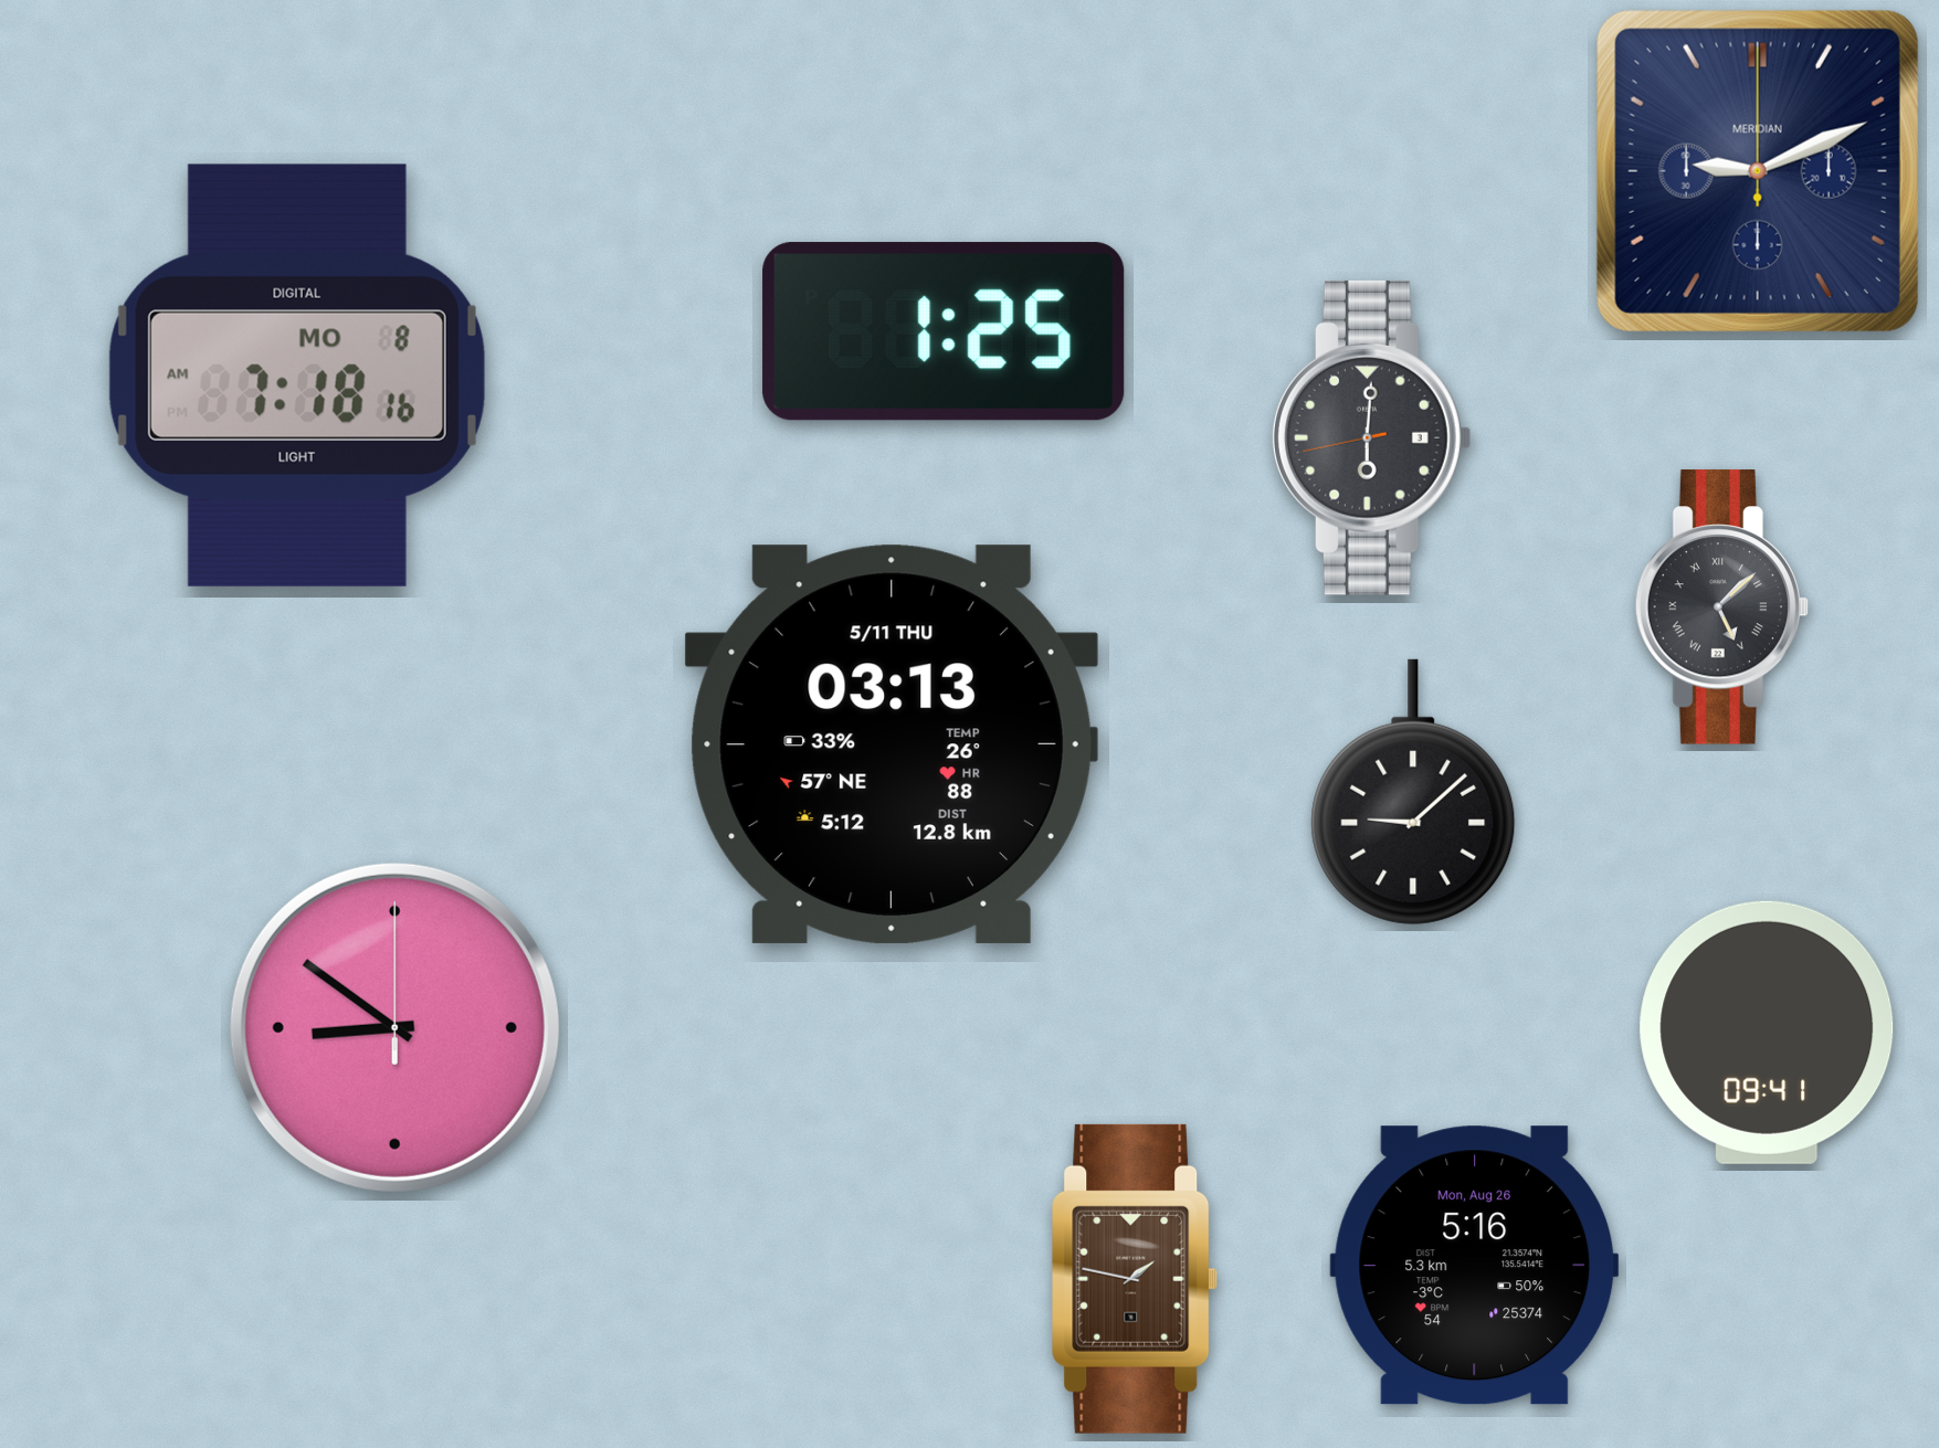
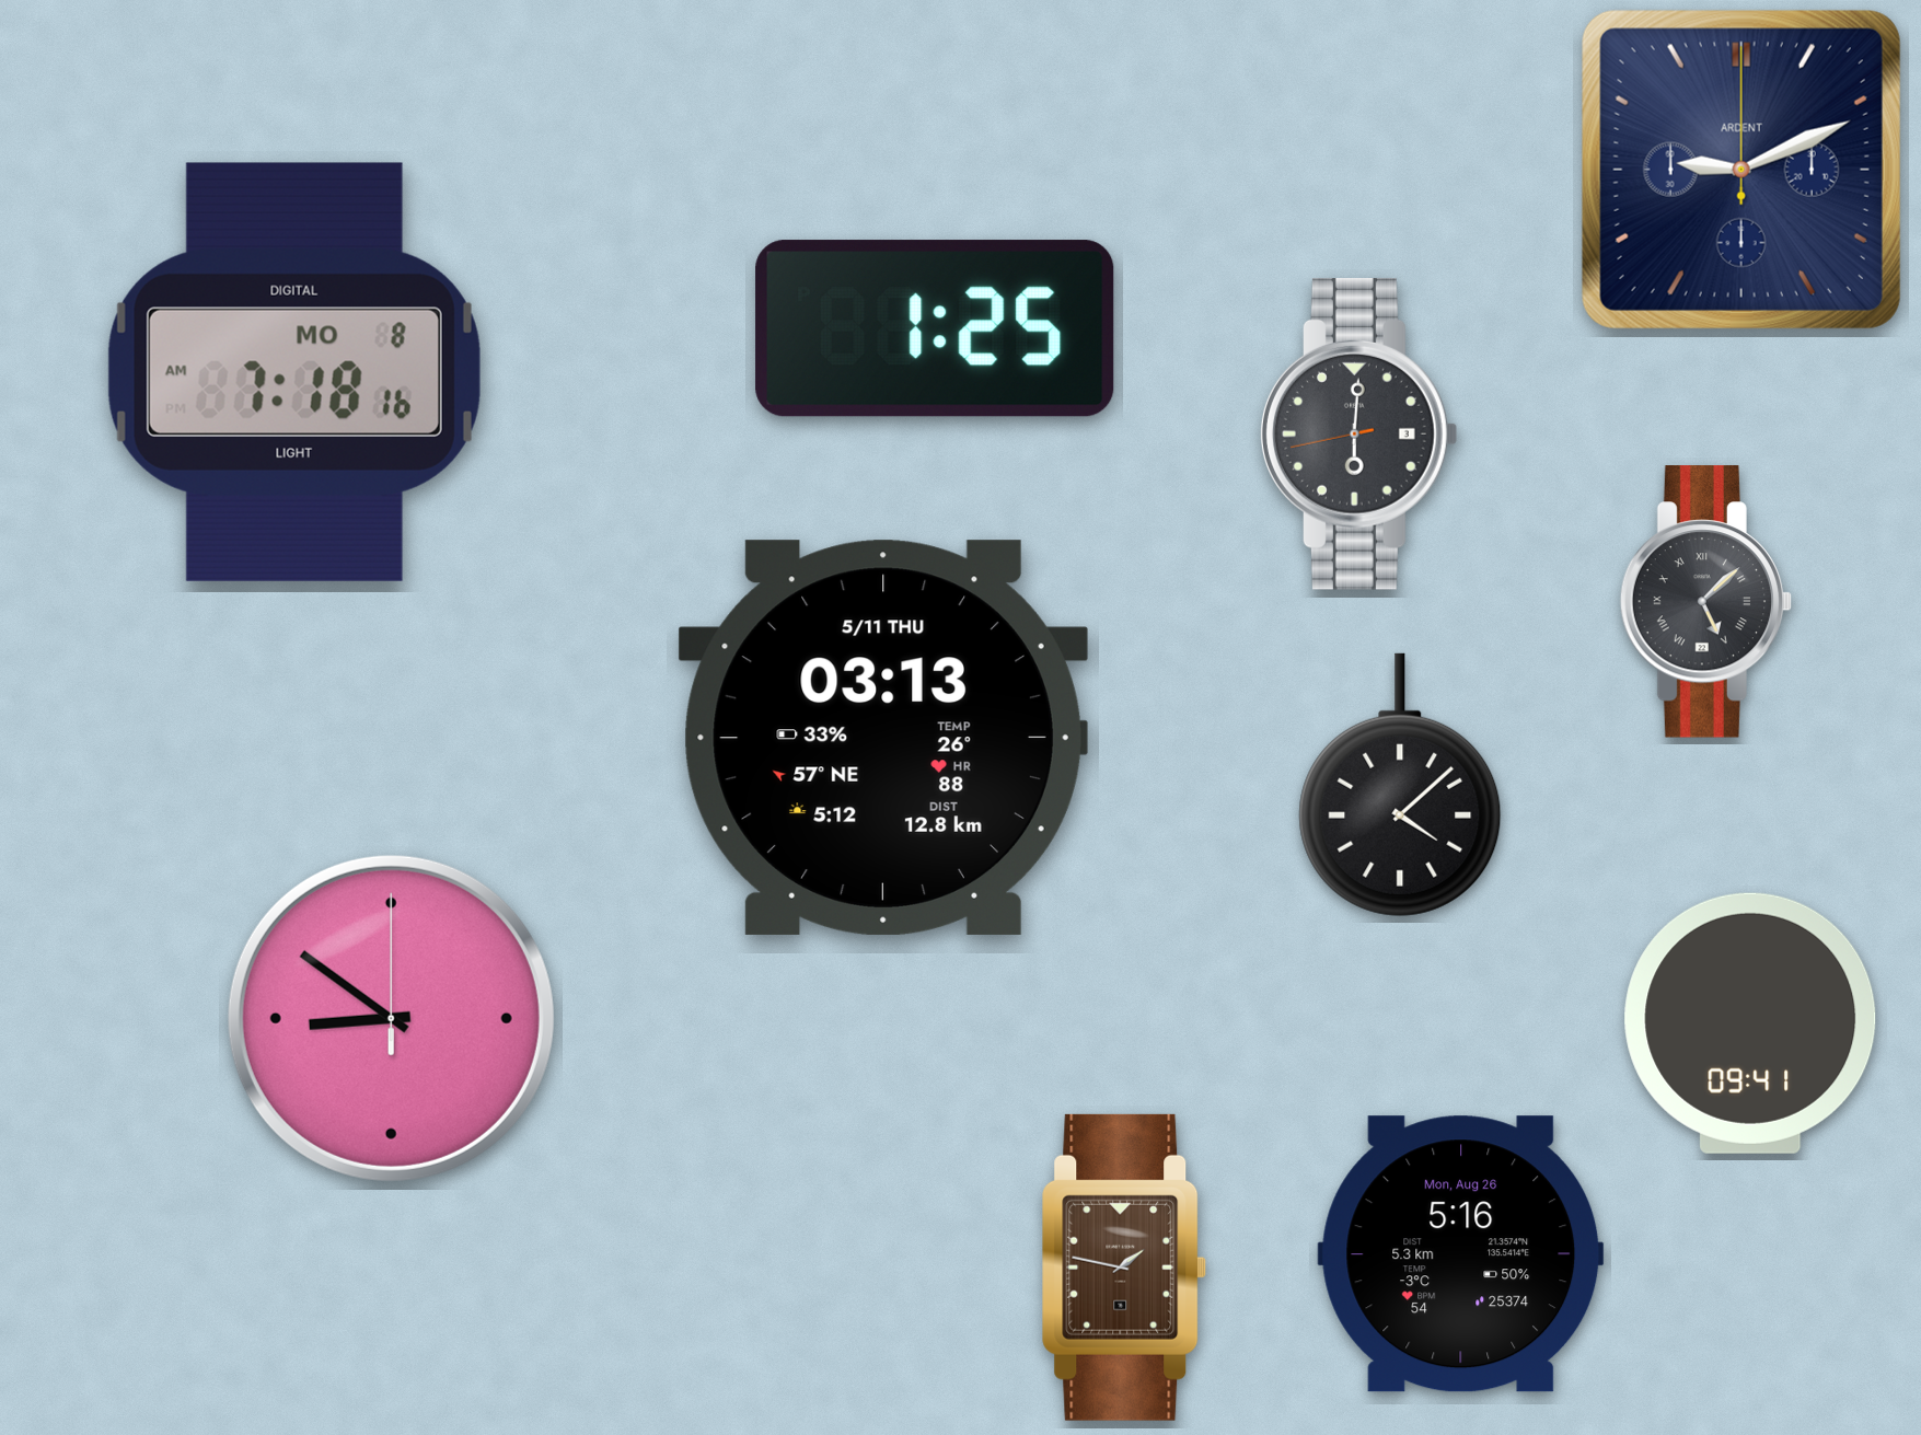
clock at (1758, 171) brand: MERIDIAN -> ARDENT
clock at (1413, 792): 9:08 -> 4:08
